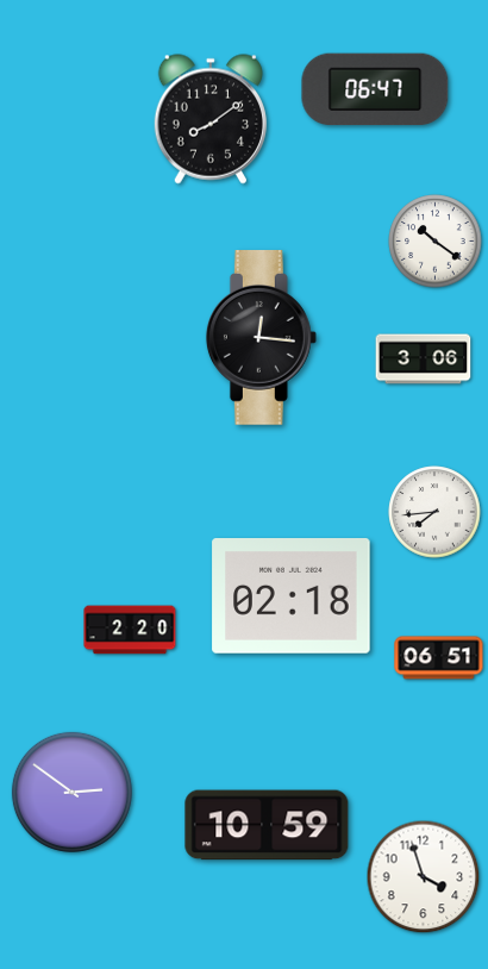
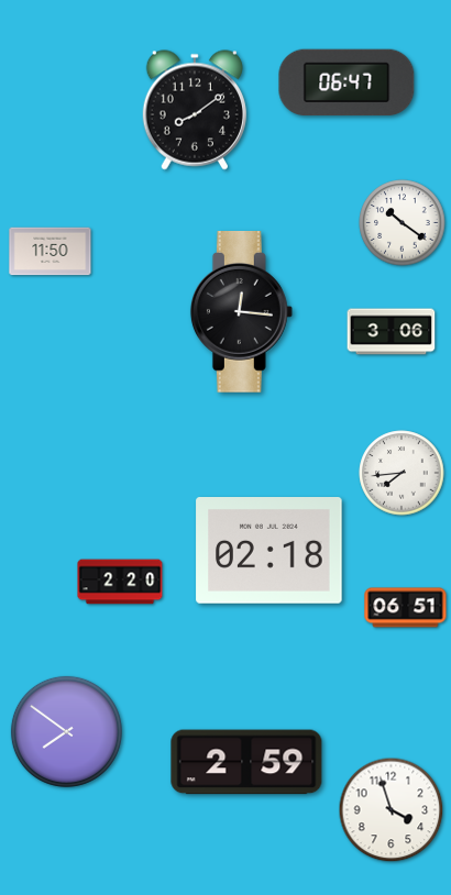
clock at (51, 252): none -> 11:50
clock at (71, 792): 2:51 -> 7:51
clock at (267, 825): 10:59 -> 2:59
